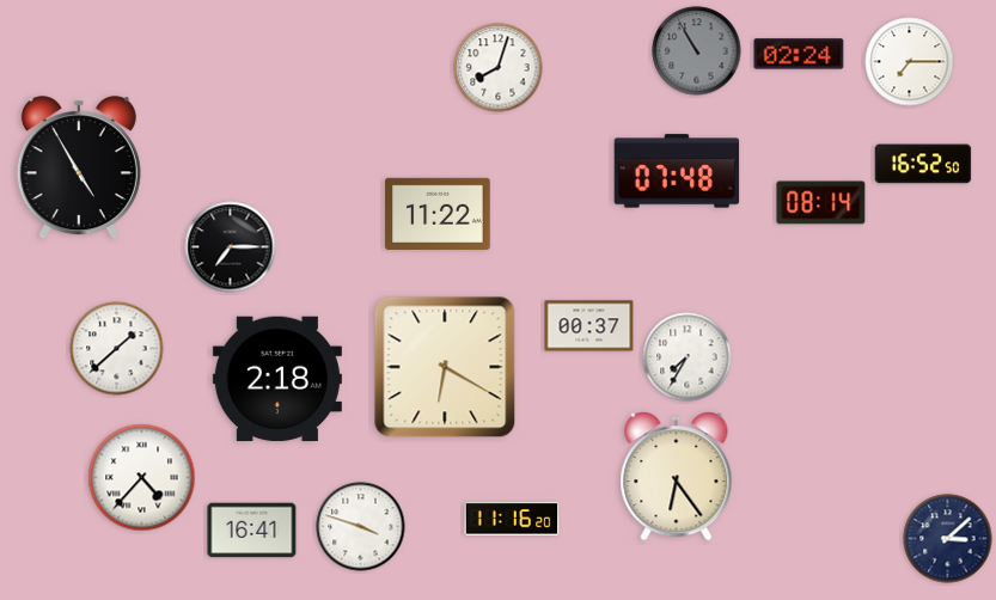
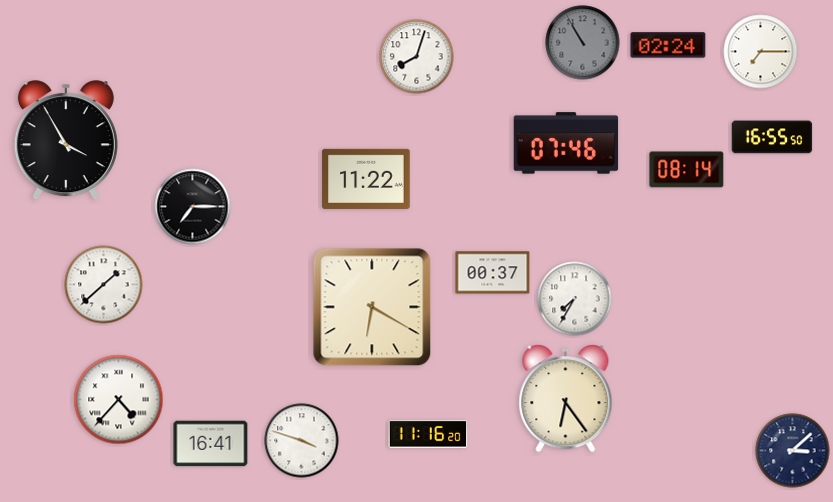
clock at (923, 164): 16:52 -> 16:55
clock at (79, 169): 4:55 -> 3:55
clock at (677, 171): 07:48 -> 07:46
clock at (117, 349) position: (117, 349) -> (104, 285)
clock at (277, 379): 2:18 -> none
